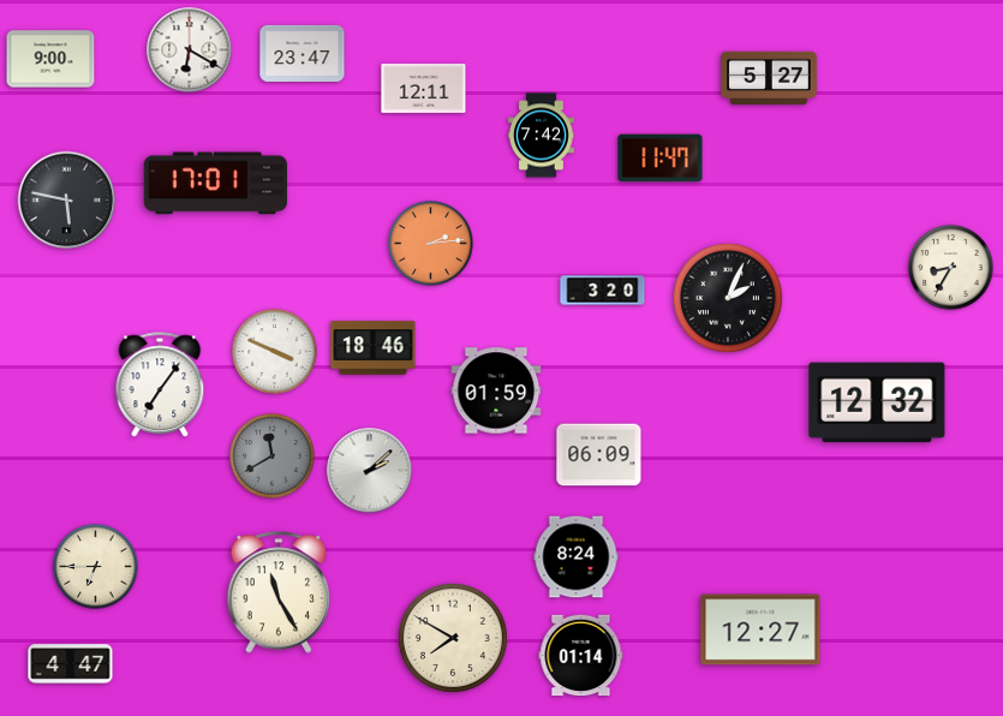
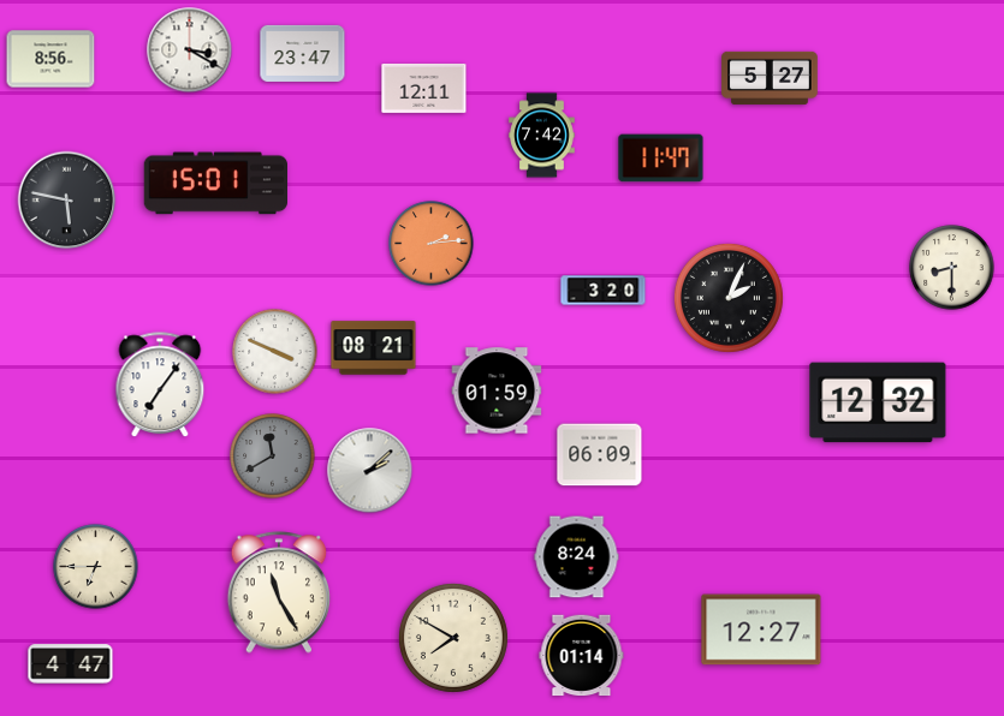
clock at (190, 50): 6:20 -> 3:20
clock at (50, 59): 9:00 -> 8:56
clock at (215, 184): 17:01 -> 15:01
clock at (951, 268): 8:35 -> 8:30
clock at (374, 348): 18:46 -> 08:21
